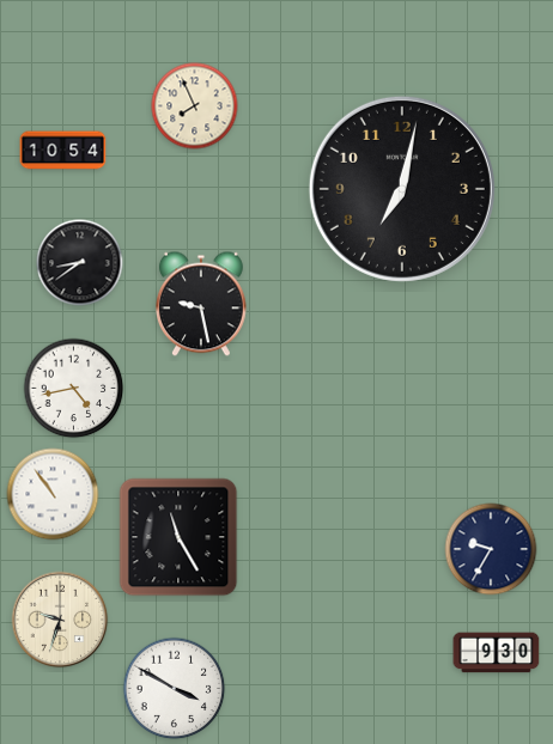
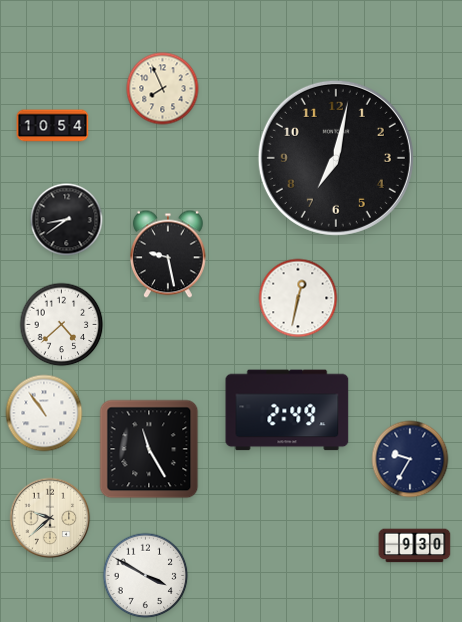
clock at (298, 298): none -> 12:32
clock at (74, 389): 4:43 -> 4:38
clock at (287, 410): none -> 2:49
clock at (60, 620): 9:33 -> 9:38
